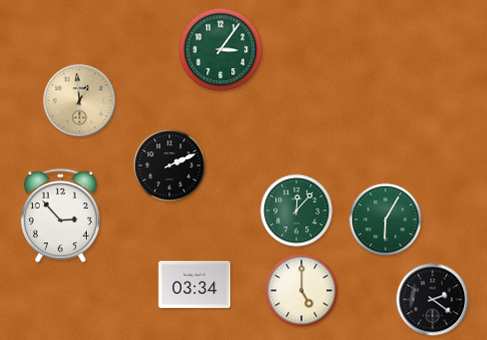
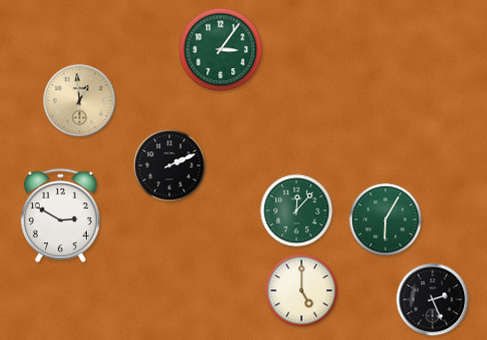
clock at (60, 216): 2:53 -> 2:50
clock at (195, 284): 03:34 -> none
clock at (433, 300): 2:21 -> 2:26
